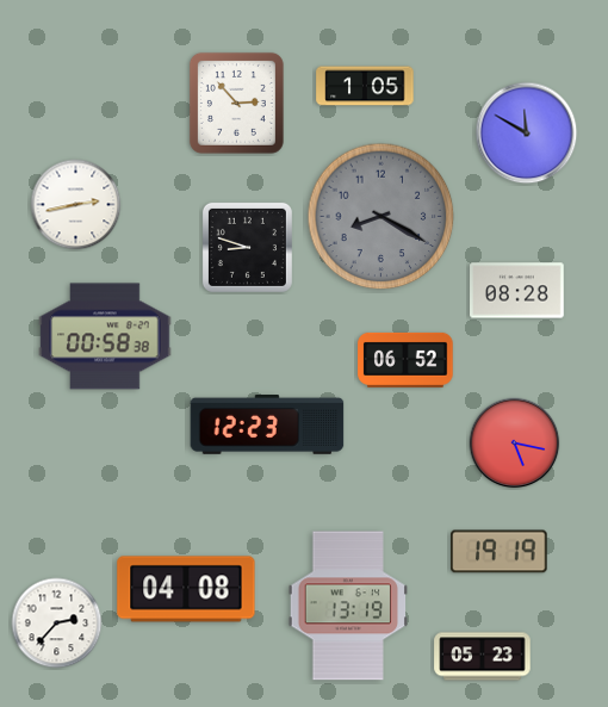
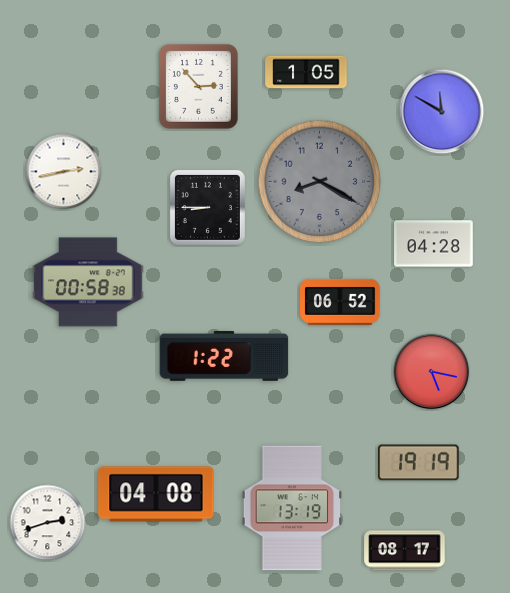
clock at (247, 247): 8:48 -> 8:45
clock at (517, 291): 08:28 -> 04:28
clock at (267, 426): 12:23 -> 1:22
clock at (57, 624): 2:37 -> 2:42
clock at (483, 657): 05:23 -> 08:17
